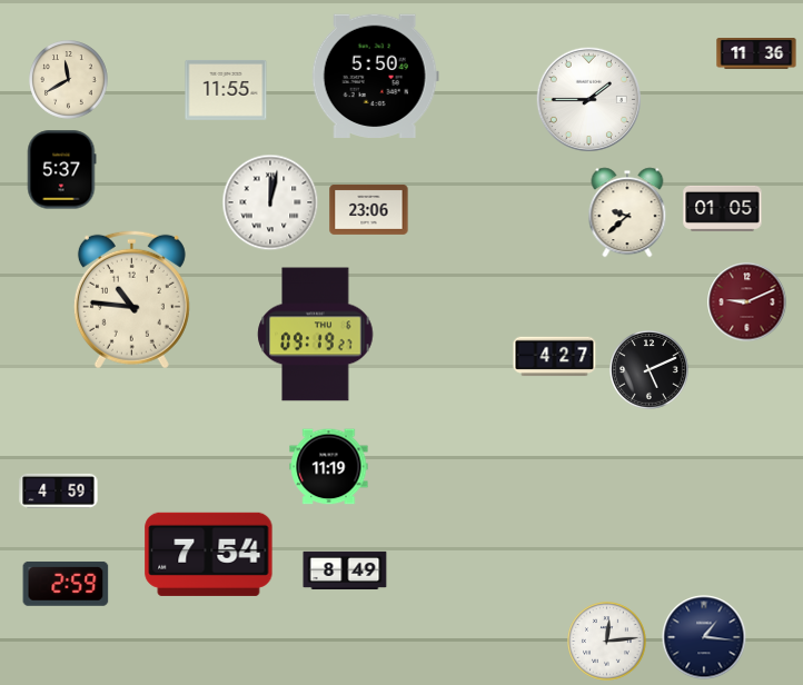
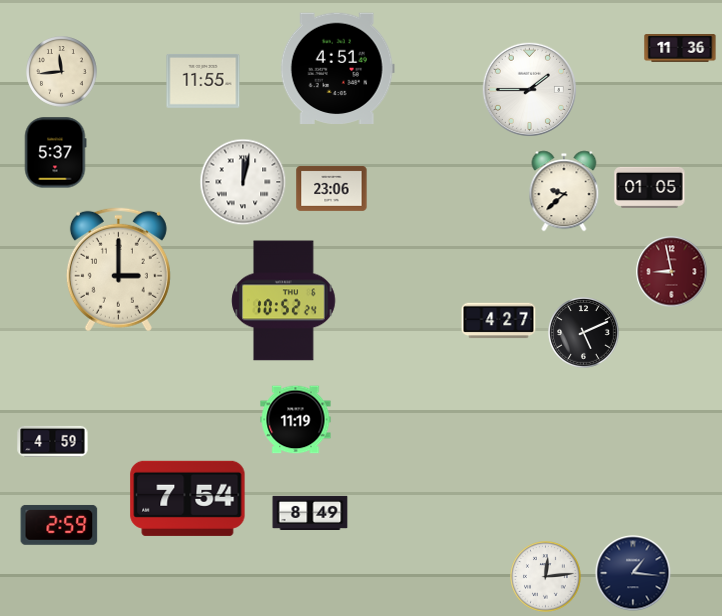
clock at (375, 77): 5:50 -> 4:51
clock at (69, 80): 11:40 -> 11:44
clock at (131, 299): 10:46 -> 3:00
clock at (747, 302): 9:11 -> 8:58
clock at (316, 335): 09:19 -> 10:52
